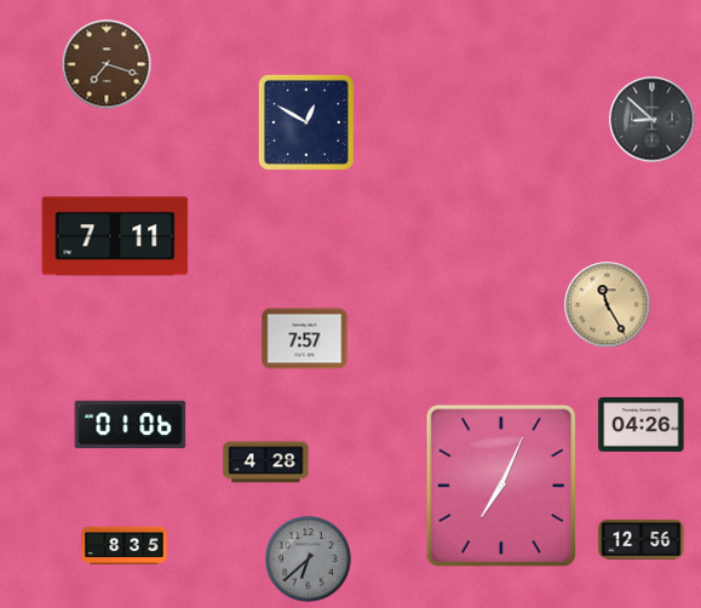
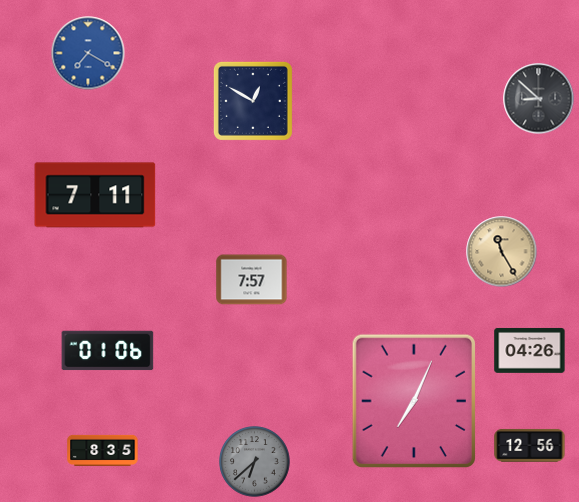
clock at (107, 64): 7:18 -> 7:20
clock at (107, 64) dial: brown -> blue
clock at (266, 463): 4:28 -> none
